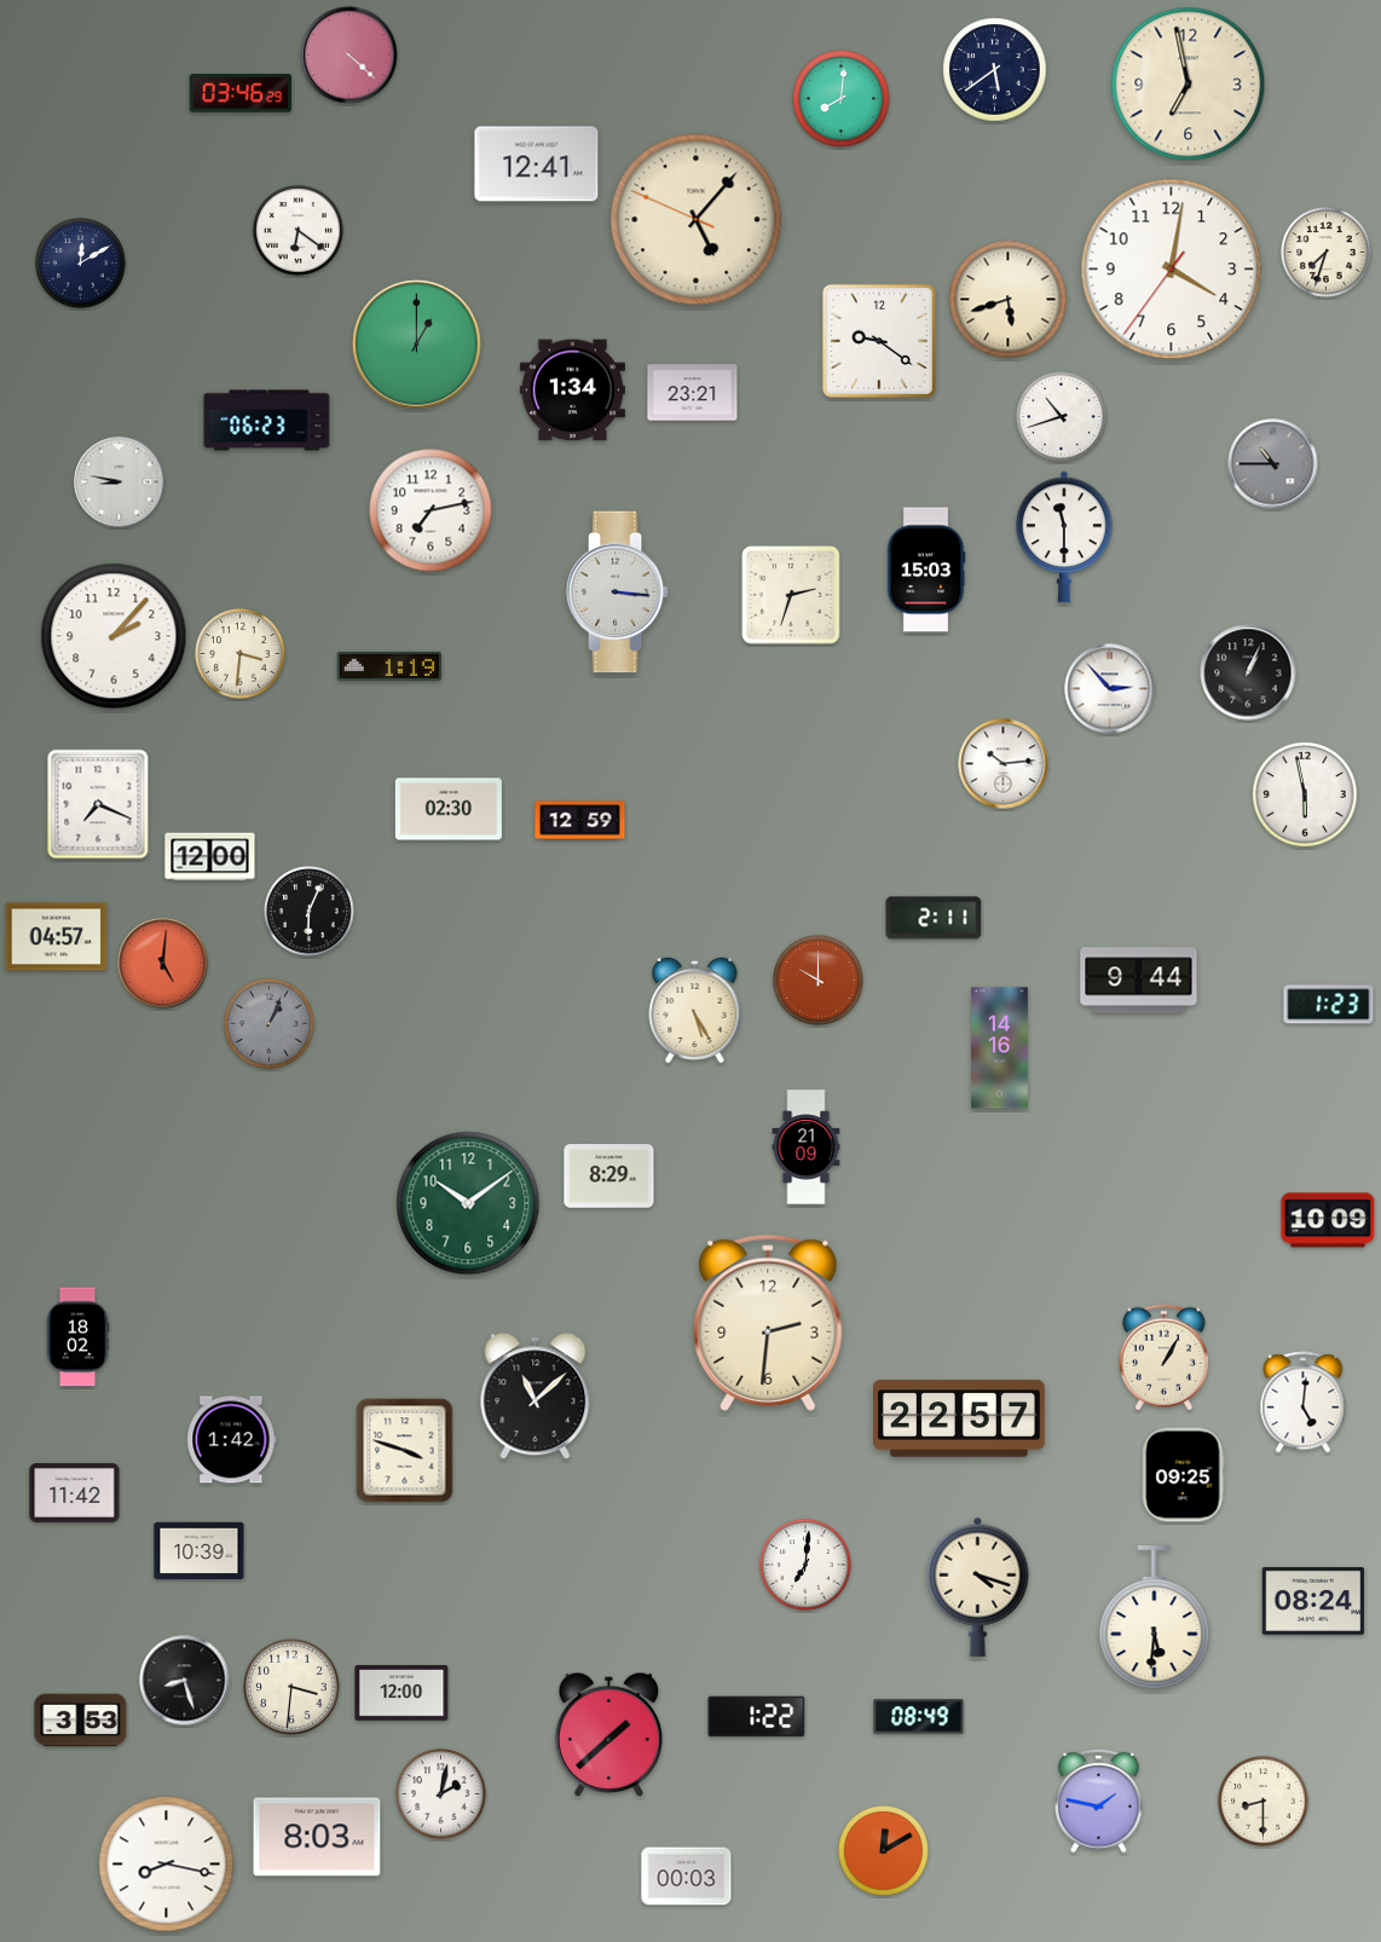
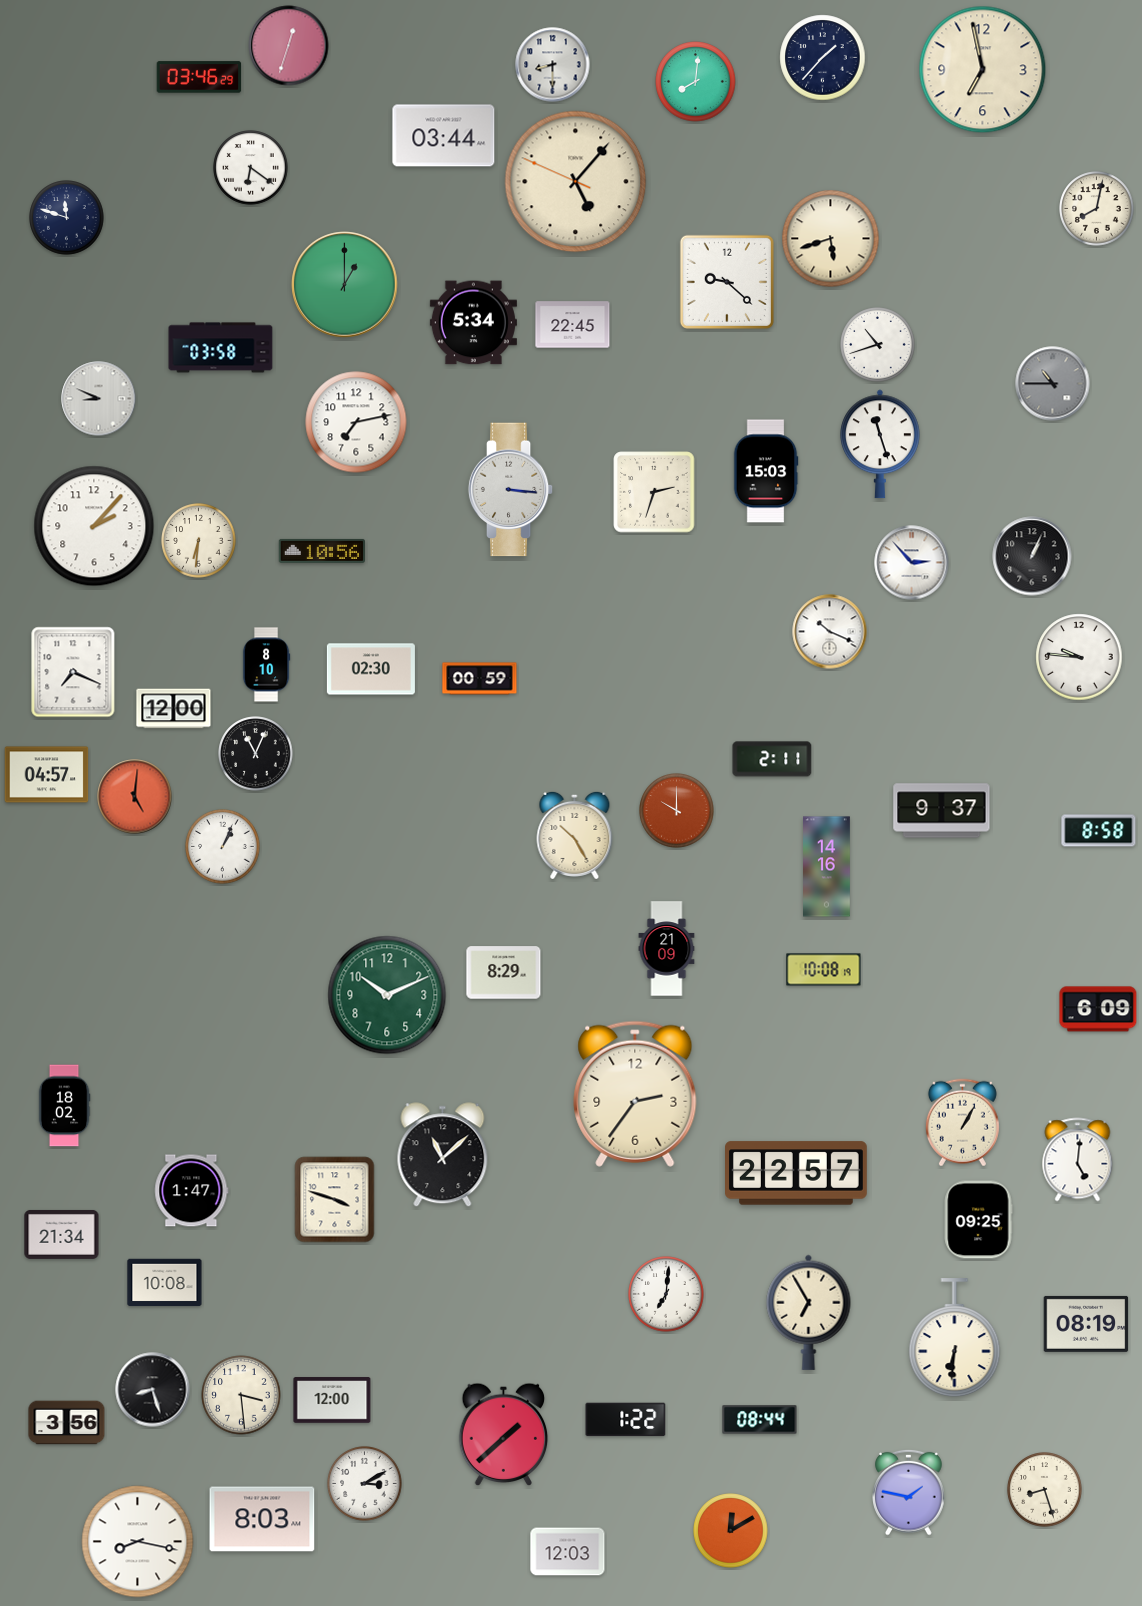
clock at (349, 56): 4:22 -> 12:33
clock at (995, 70): 5:39 -> 1:37
clock at (553, 65): none -> 8:30
clock at (537, 164): 12:41 -> 03:44
clock at (299, 231) position: (299, 231) -> (251, 168)
clock at (1327, 253): 7:33 -> 8:02
clock at (81, 264): 12:10 -> 11:48
clock at (1172, 270): 4:01 -> none
clock at (1009, 300) position: (1009, 300) -> (831, 239)
clock at (879, 341): 9:21 -> 9:22
clock at (572, 391): 1:34 -> 5:34
clock at (693, 393): 23:21 -> 22:45
clock at (267, 421): 06:23 -> 03:58
clock at (120, 482): 8:47 -> 8:49
clock at (1065, 537): 11:30 -> 11:27
clock at (241, 654): 3:31 -> 6:31
clock at (388, 666): 1:19 -> 10:56
clock at (1110, 689) position: (1110, 689) -> (912, 563)
clock at (1004, 764): 10:14 -> 10:19
clock at (1305, 794): 5:58 -> 9:46
clock at (98, 804) position: (98, 804) -> (73, 672)
clock at (266, 665): none -> 8:10
clock at (580, 821): 12:59 -> 00:59
clock at (310, 912): 6:04 -> 11:04
clock at (1139, 981): 9:44 -> 9:37
clock at (1329, 1005): 1:23 -> 8:58
clock at (695, 1010): 5:25 -> 10:25
clock at (270, 1024) dial: grey -> white
clock at (824, 970): none -> 10:08
clock at (468, 1203): 10:09 -> 10:11
clock at (1328, 1220): 10:09 -> 6:09
clock at (768, 1323): 2:31 -> 2:36
clock at (960, 1418) position: (960, 1418) -> (797, 1173)
clock at (232, 1440): 1:42 -> 1:47
clock at (75, 1492): 11:42 -> 21:34
clock at (200, 1551): 10:39 -> 10:08
clock at (978, 1586): 4:18 -> 6:55
clock at (1313, 1601): 08:24 -> 08:19
clock at (1155, 1618): 5:31 -> 6:31
clock at (291, 1687): 3:31 -> 3:29
clock at (919, 1717): 08:49 -> 08:44
clock at (81, 1721): 3:53 -> 3:56
clock at (441, 1794): 2:02 -> 3:10
clock at (1099, 1801) position: (1099, 1801) -> (909, 1492)
clock at (1264, 1802): 8:30 -> 8:27
clock at (687, 1877): 00:03 -> 12:03
